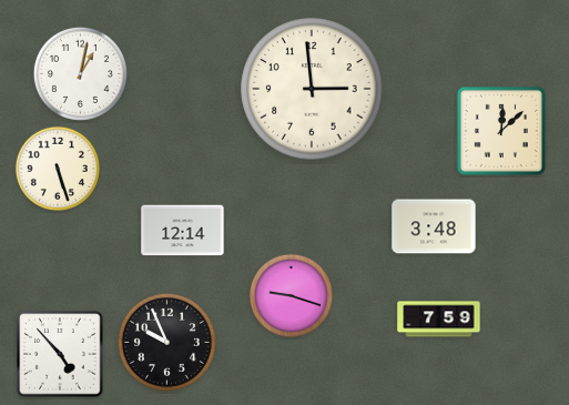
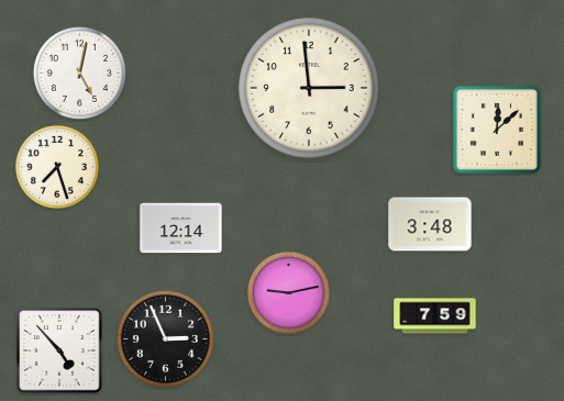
clock at (80, 73): 1:02 -> 5:02
clock at (58, 169): 5:27 -> 7:27
clock at (291, 295): 9:18 -> 9:13
clock at (166, 342): 9:56 -> 2:56
